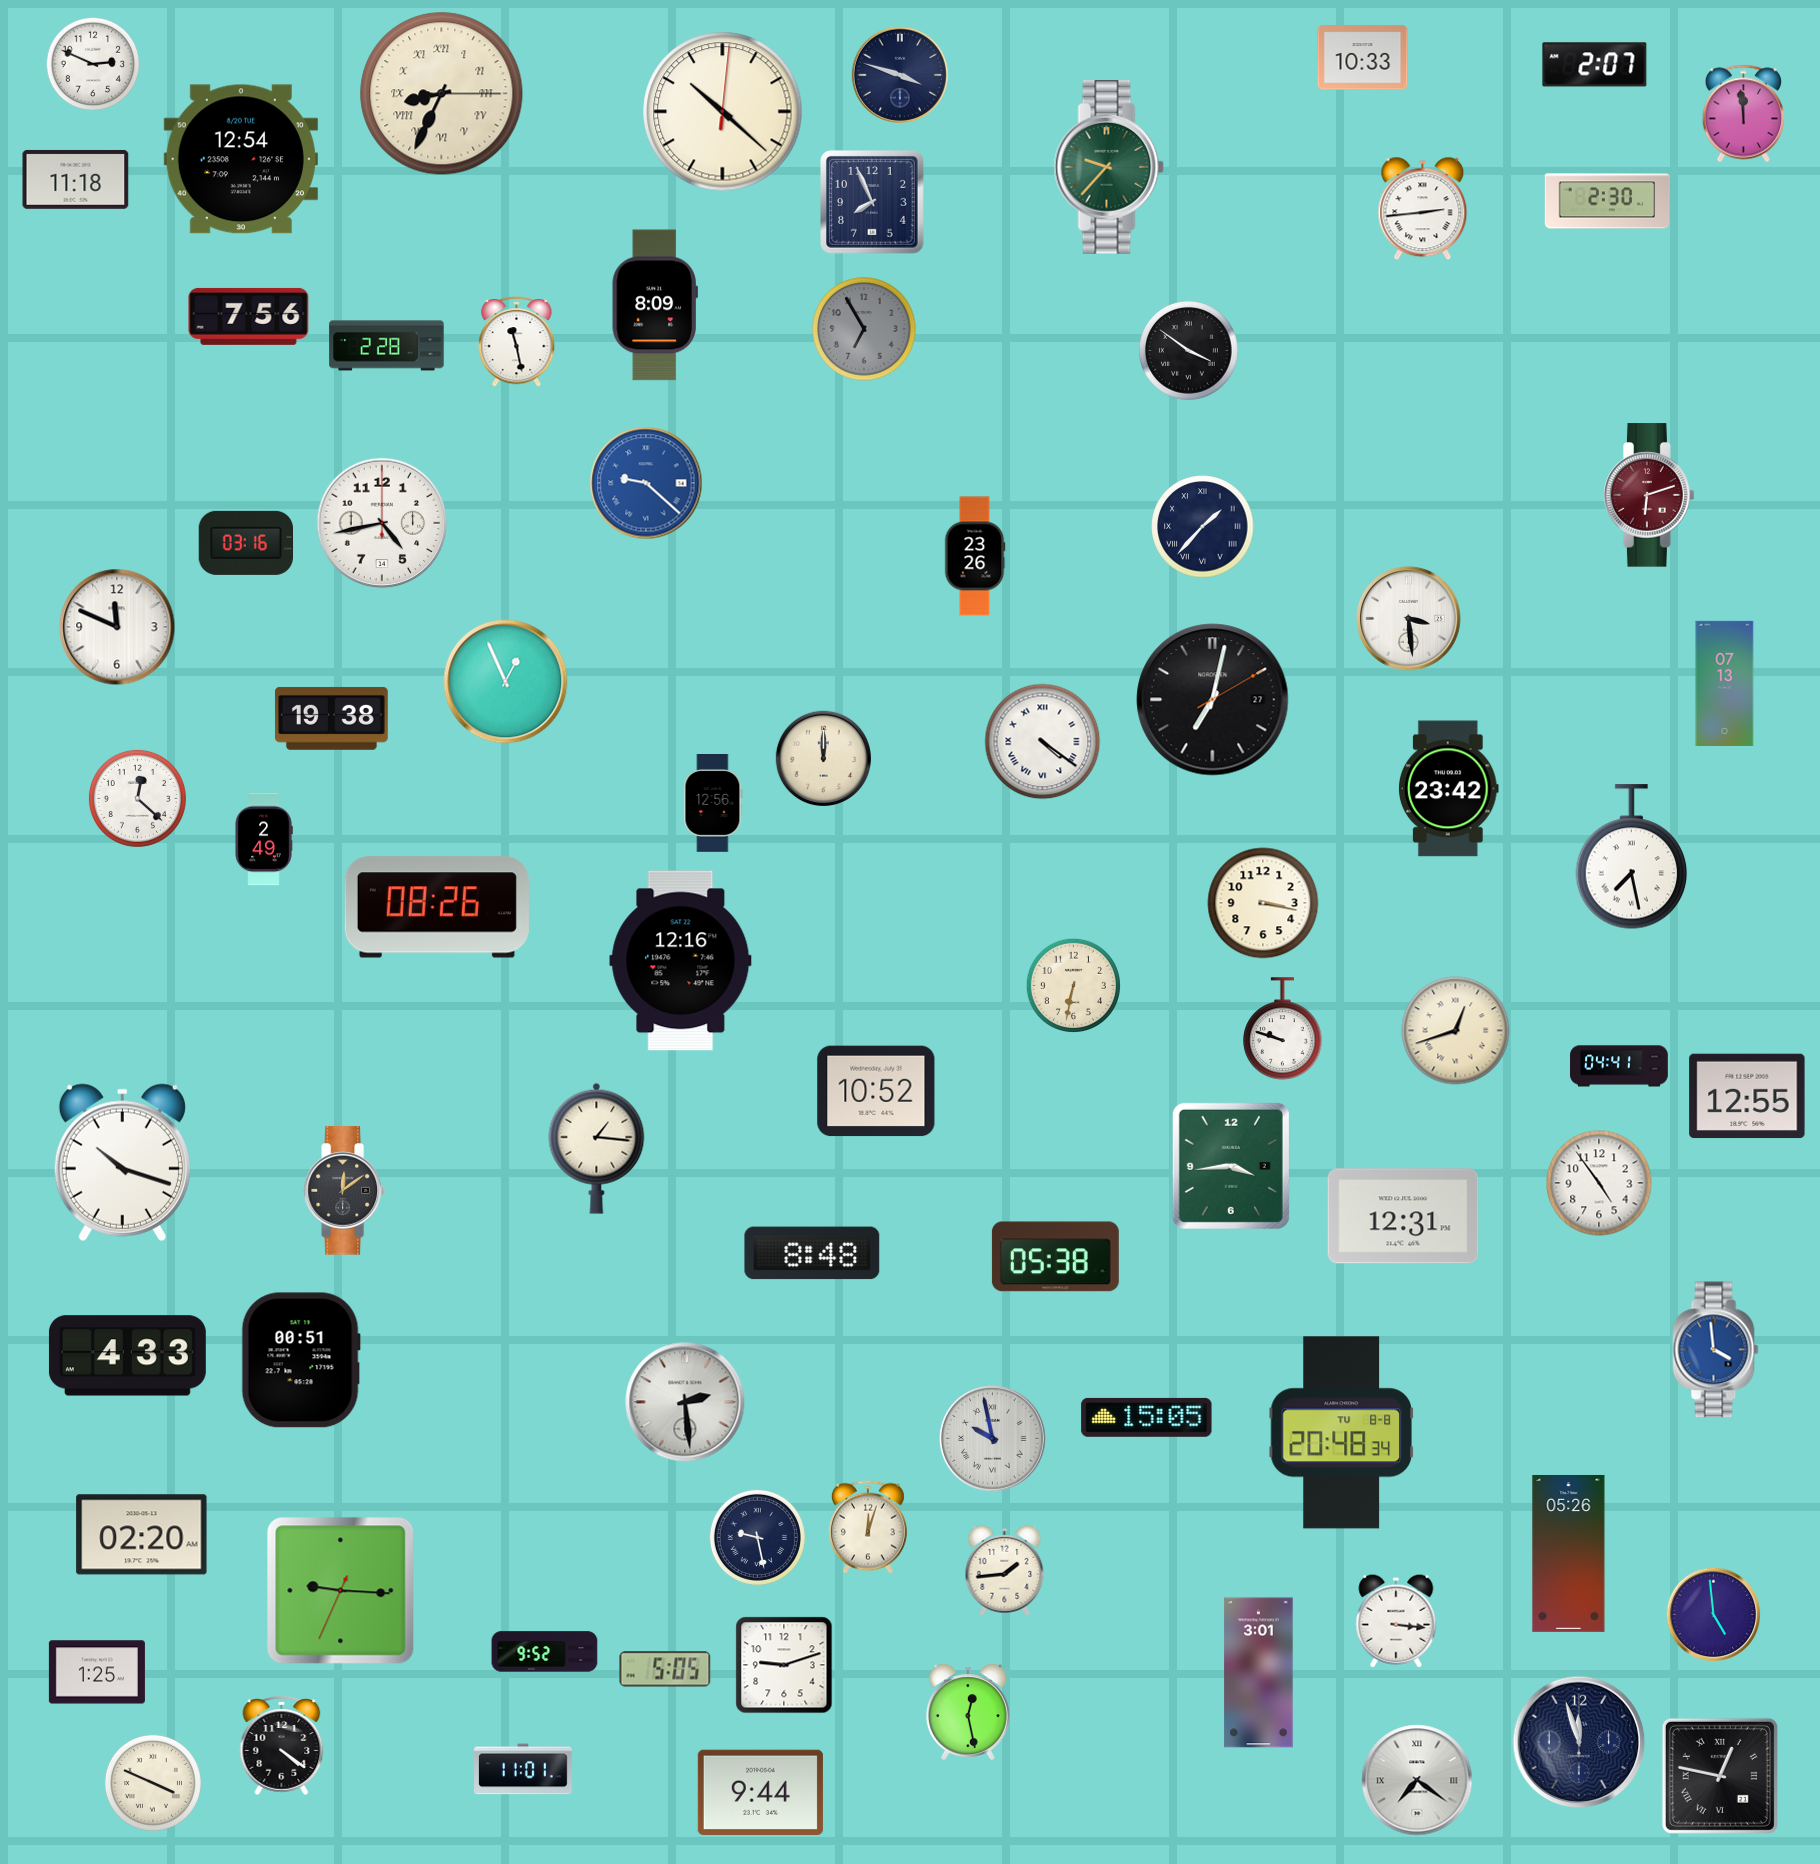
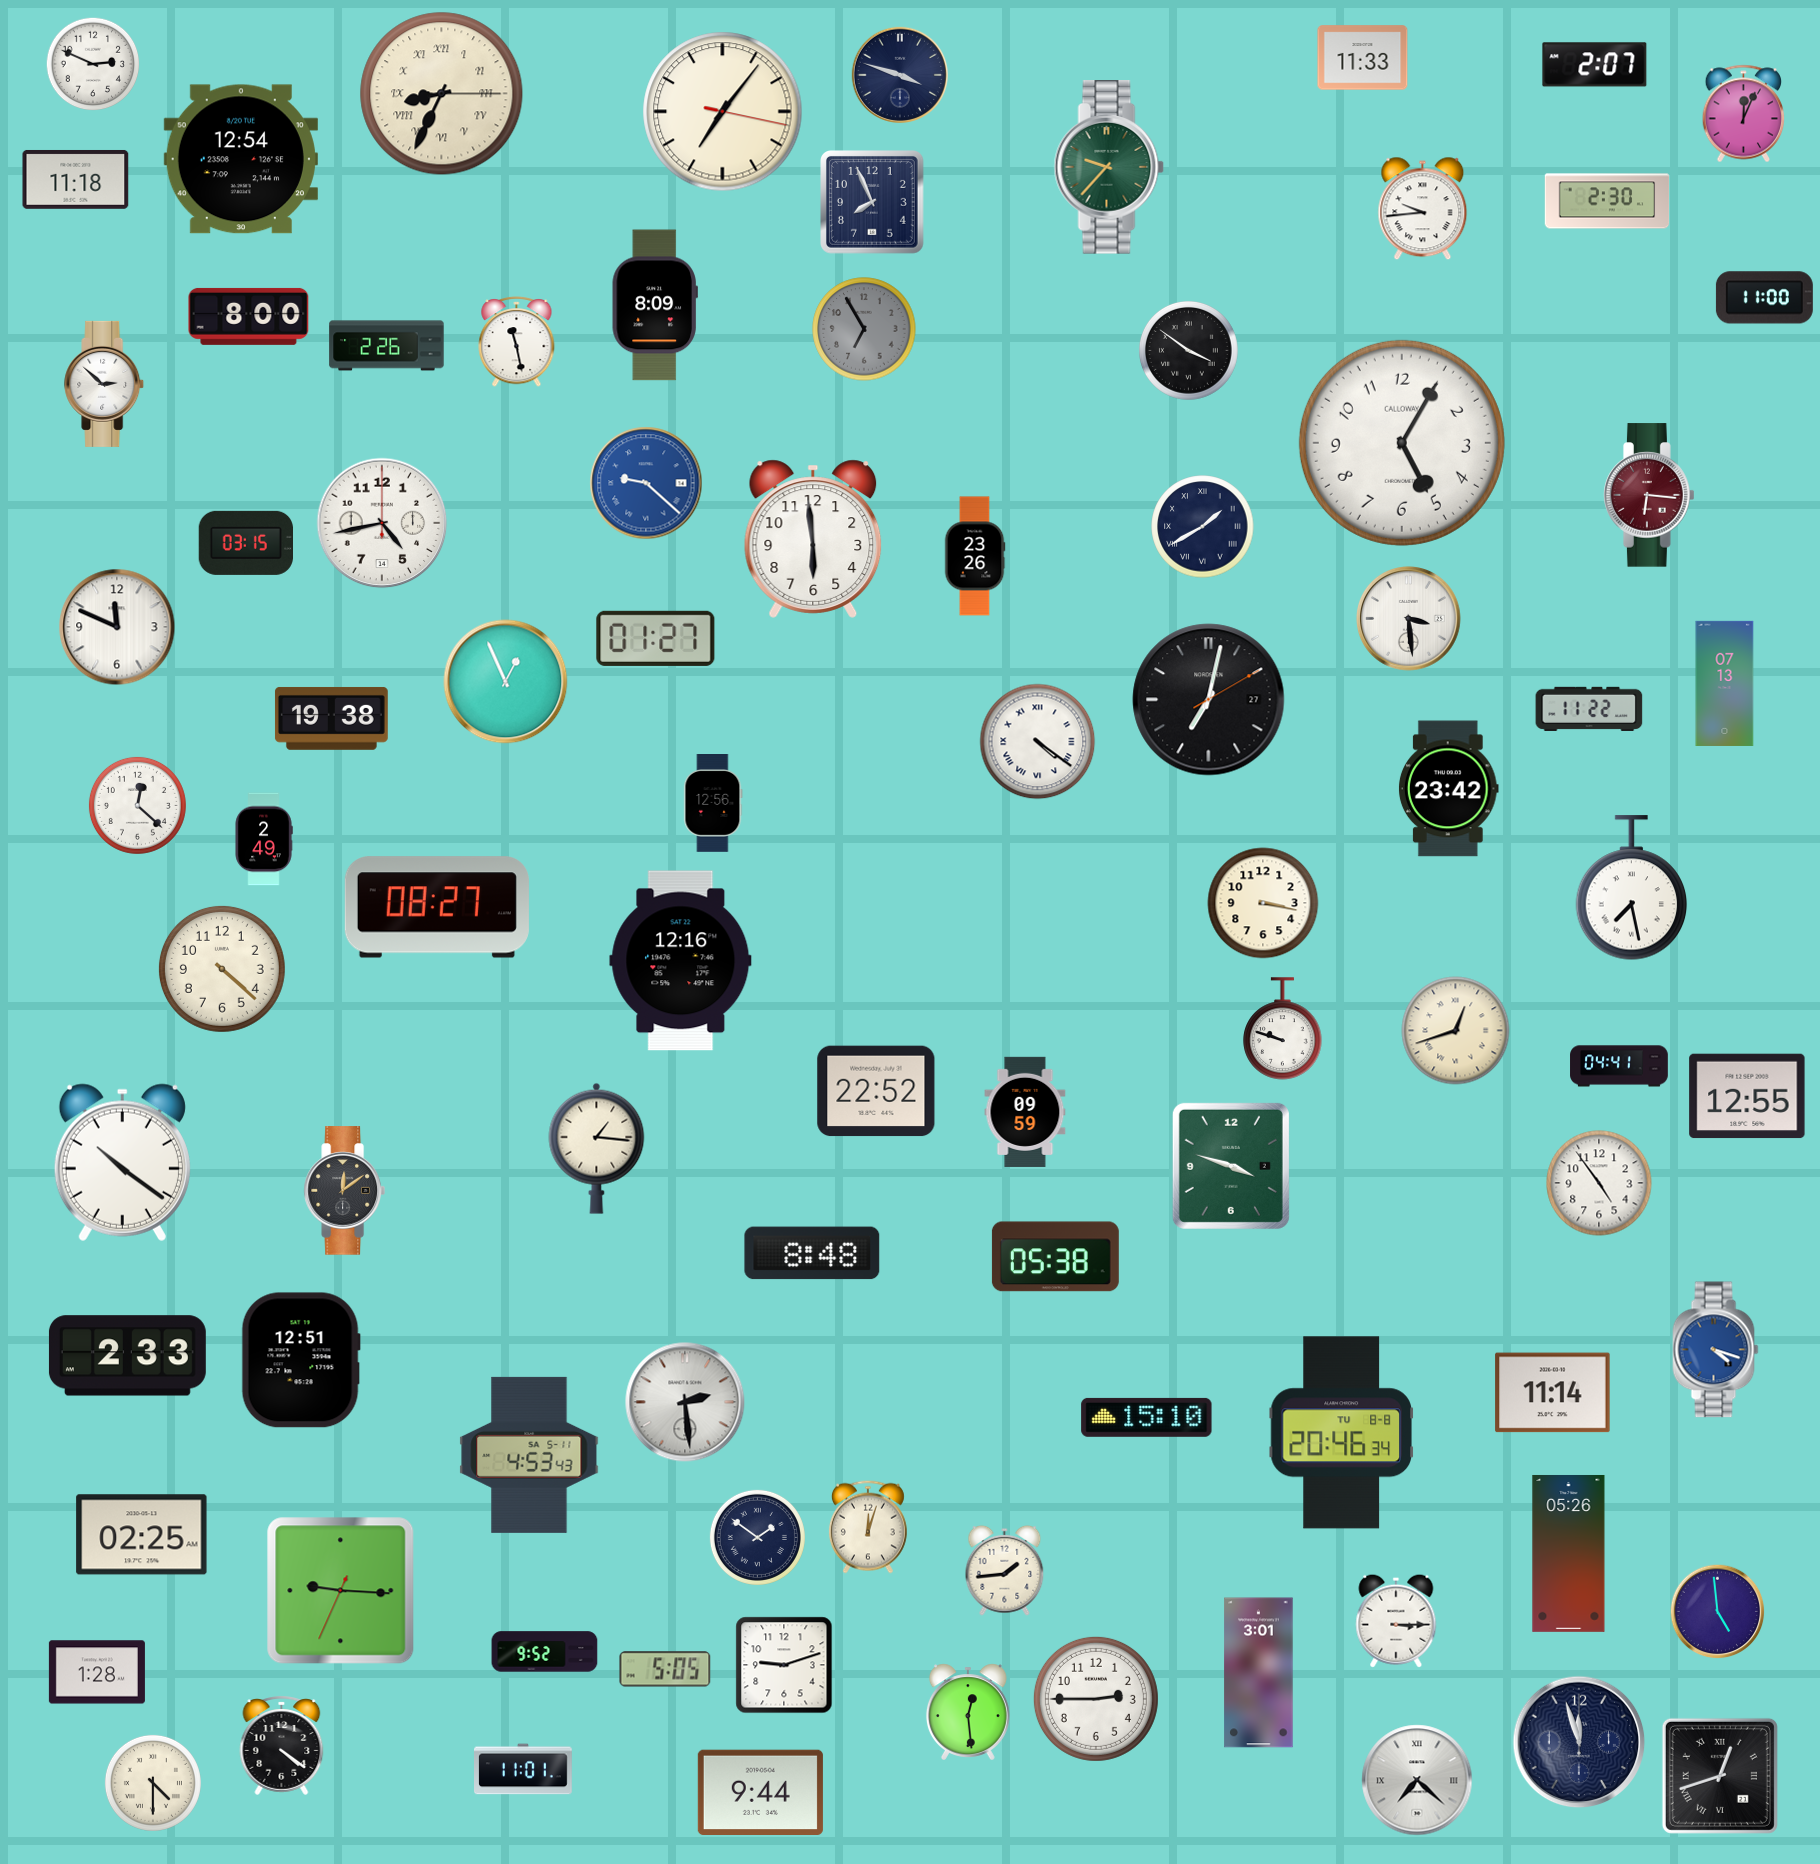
clock at (1363, 58): 10:33 -> 11:33
clock at (723, 112): 10:22 -> 7:06
clock at (1744, 114): 11:59 -> 12:04
clock at (1423, 209): 2:44 -> 9:44
clock at (1764, 298): none -> 11:00
clock at (249, 316): 7:56 -> 8:00
clock at (387, 346): 2:28 -> 2:26
clock at (105, 384): none -> 2:52
clock at (1402, 443): none -> 5:05
clock at (1650, 495): 6:12 -> 6:16
clock at (1203, 527): 1:37 -> 1:40
clock at (813, 539): none -> 5:59
clock at (245, 543): 03:16 -> 03:15
clock at (656, 638): none -> 01:27
clock at (1213, 700) position: (1213, 700) -> (1209, 700)
clock at (1589, 709): none -> 11:22
clock at (1043, 742) position: (1043, 742) -> (1038, 742)
clock at (823, 758): 12:00 -> none
clock at (137, 798) position: (137, 798) -> (137, 805)
clock at (1632, 857) position: (1632, 857) -> (1632, 888)
clock at (437, 907): 08:26 -> 08:27
clock at (222, 969): none -> 4:22
clock at (1073, 985): 6:32 -> none
clock at (876, 1091): 10:52 -> 22:52
clock at (1025, 1112): none -> 09:59
clock at (122, 1162): 10:18 -> 10:21
clock at (1231, 1166): 3:44 -> 3:48
clock at (1403, 1216): 12:31 -> none
clock at (1716, 1350): 3:59 -> 4:18
clock at (127, 1356): 4:33 -> 2:33
clock at (301, 1360): 00:51 -> 12:51
clock at (1553, 1393): none -> 11:14
clock at (1147, 1417): 15:05 -> 15:10
clock at (1341, 1433): 20:48 -> 20:46
clock at (993, 1439): 9:58 -> none
clock at (529, 1455): none -> 4:53
clock at (142, 1535): 02:20 -> 02:25
clock at (757, 1537): 9:28 -> 1:51
clock at (1714, 1615) position: (1714, 1615) -> (1718, 1612)
clock at (1396, 1621): 3:16 -> 3:15
clock at (97, 1672): 1:25 -> 1:28
clock at (1096, 1699): none -> 2:45
clock at (968, 1712): 12:28 -> 12:29
clock at (1720, 1776): 12:47 -> 12:42
clock at (1417, 1780): 7:21 -> 7:22
clock at (153, 1783): 3:49 -> 4:30
